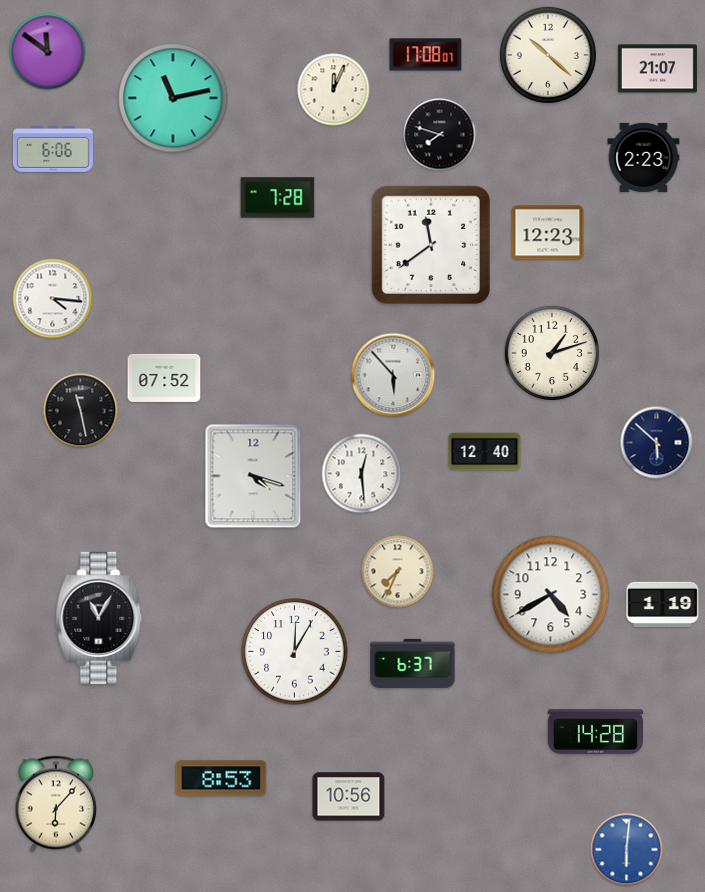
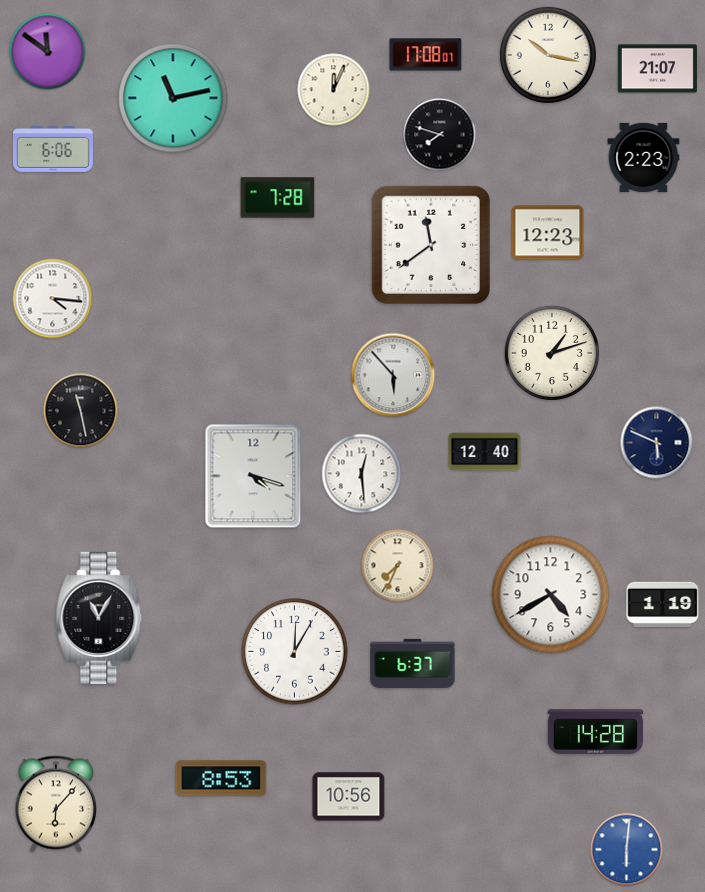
clock at (548, 55): 10:22 -> 10:17
clock at (164, 378): 07:52 -> none
clock at (657, 443): 5:52 -> 5:49
clock at (398, 572) position: (398, 572) -> (398, 566)
